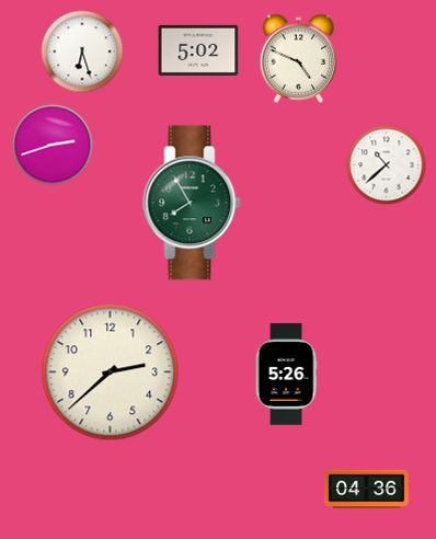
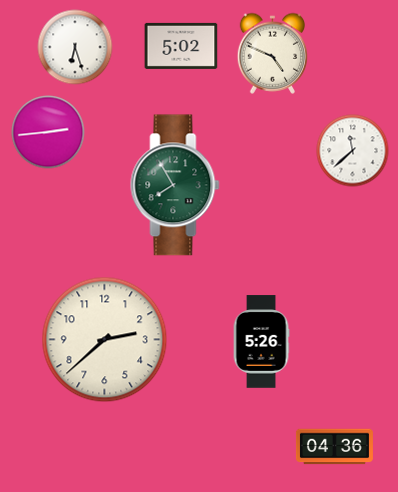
clock at (53, 145): 2:42 -> 2:44
clock at (387, 165): 10:38 -> 11:38
clock at (111, 372) position: (111, 372) -> (105, 340)
